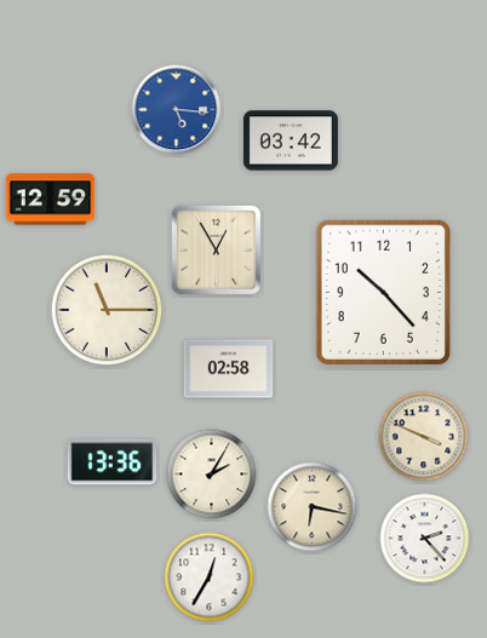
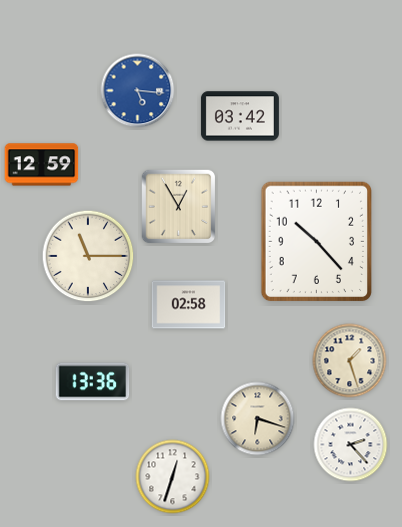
clock at (177, 110) position: (177, 110) -> (138, 91)
clock at (424, 437): 3:49 -> 1:27
clock at (212, 475): 2:05 -> none
clock at (313, 507): 6:17 -> 6:18
clock at (210, 577): 12:35 -> 12:33
